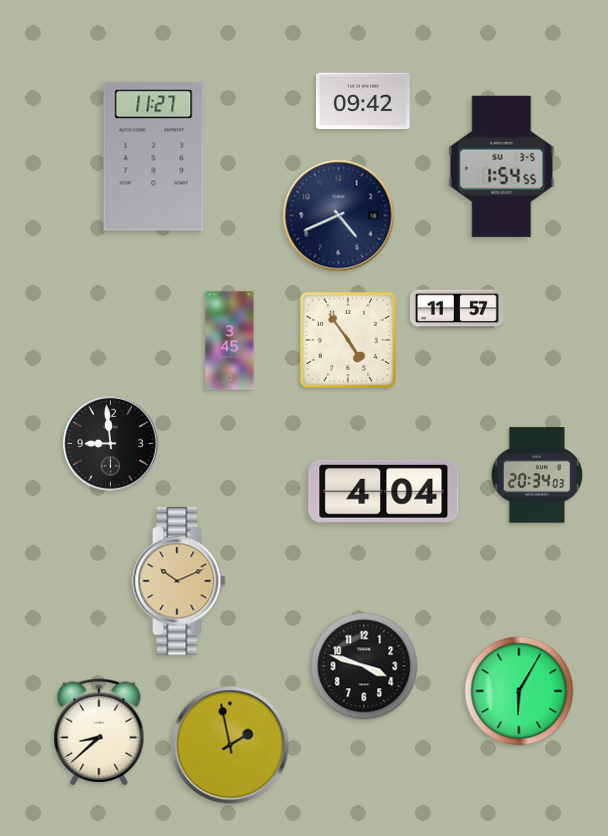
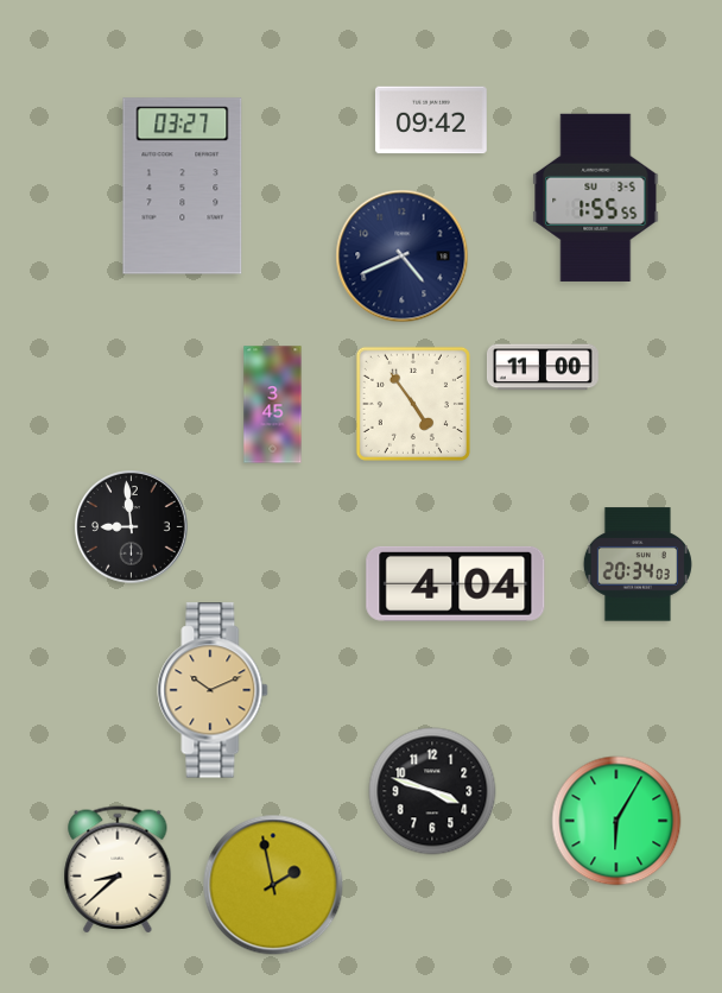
clock at (154, 157): 11:27 -> 03:27
clock at (502, 166): 1:54 -> 1:55
clock at (457, 309): 11:57 -> 11:00
